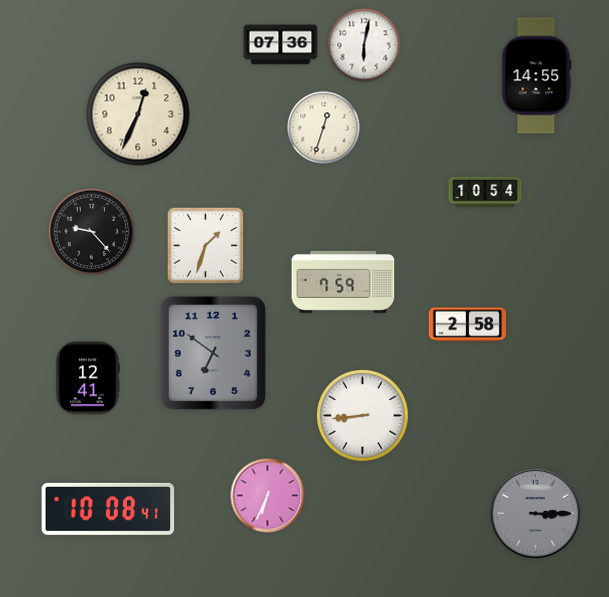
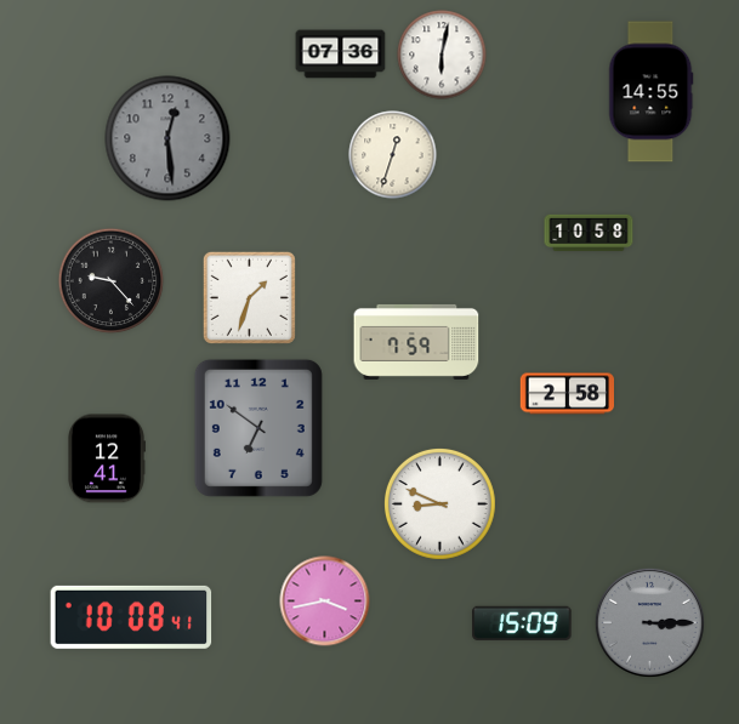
clock at (138, 114): 12:34 -> 12:29
clock at (138, 114) dial: cream -> grey
clock at (485, 192): 10:54 -> 10:58
clock at (362, 415): 8:44 -> 8:49
clock at (268, 496): 6:34 -> 3:43
clock at (522, 623): none -> 15:09
